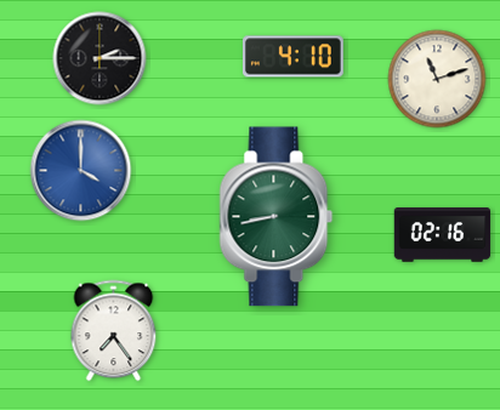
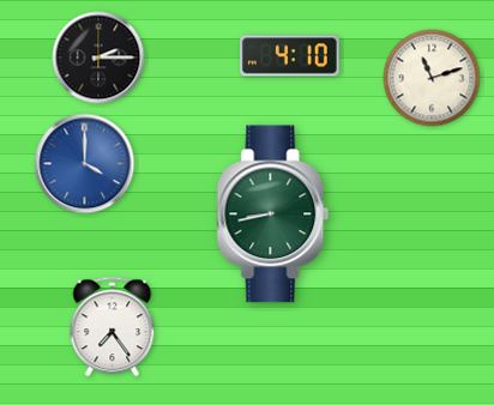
clock at (81, 171) position: (81, 171) -> (85, 164)
clock at (443, 235): 02:16 -> none
